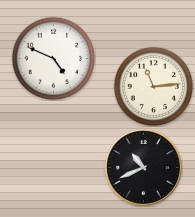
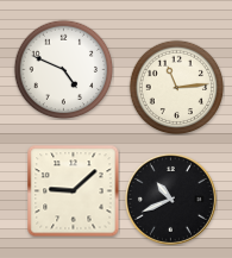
clock at (153, 86) position: (153, 86) -> (176, 87)
clock at (73, 190): none -> 9:08
